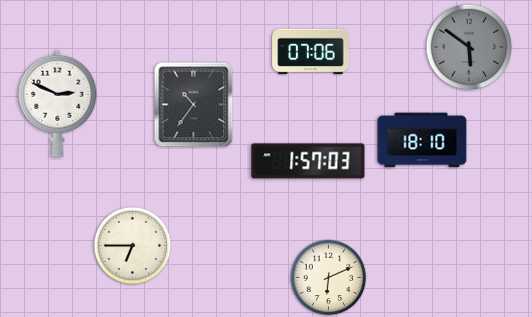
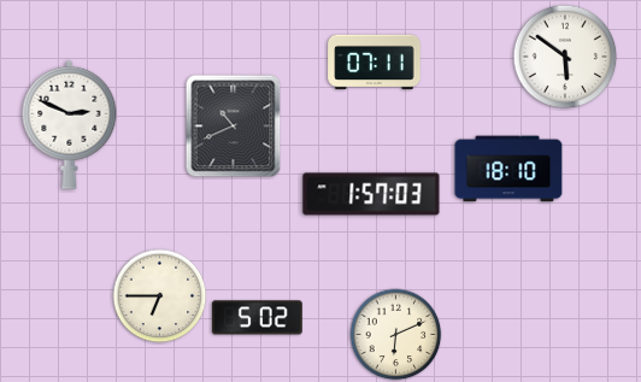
clock at (469, 47) dial: grey -> white
clock at (311, 52): 07:06 -> 07:11
clock at (194, 105): 10:36 -> 10:41
clock at (257, 318): none -> 5:02
